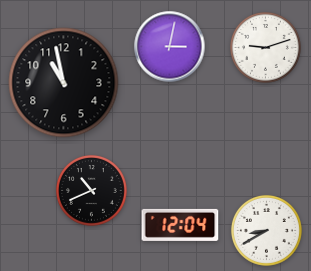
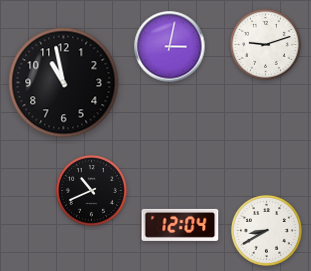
clock at (265, 47) position: (265, 47) -> (265, 44)
